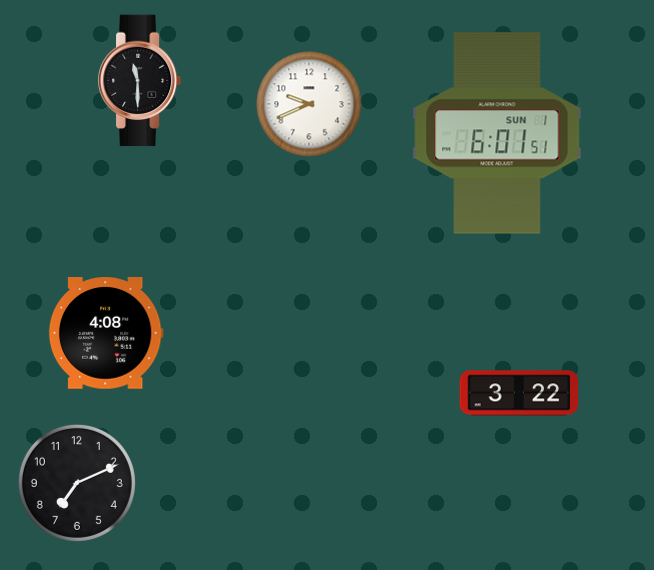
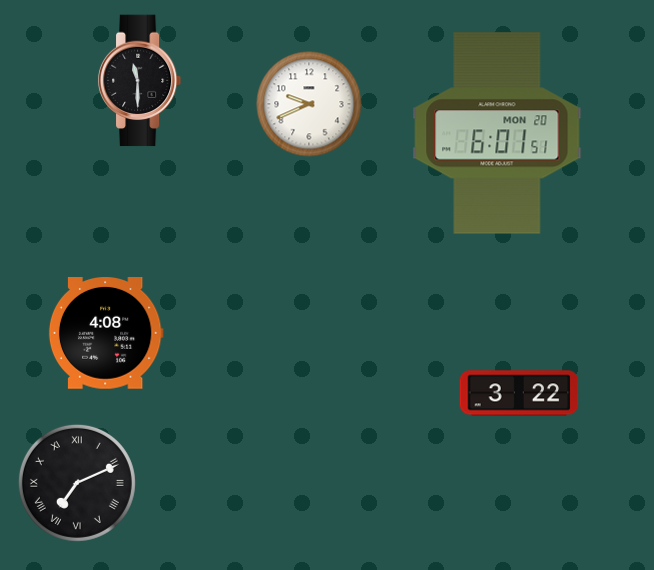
clock at (497, 133) date: SUN 1 -> MON 20
clock at (77, 483) numerals: Arabic -> Roman
